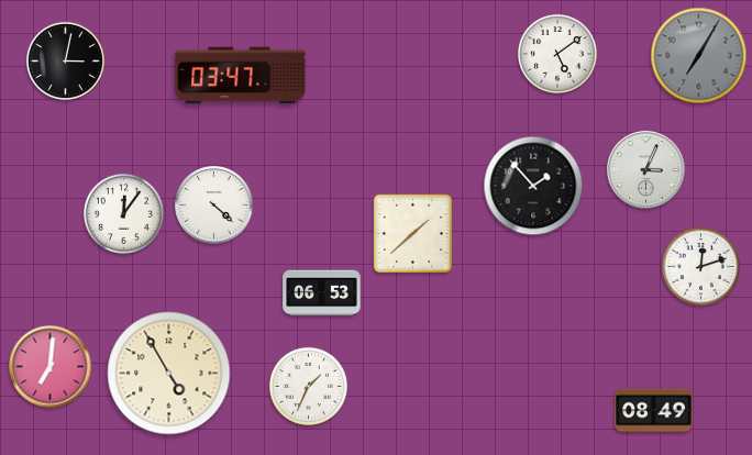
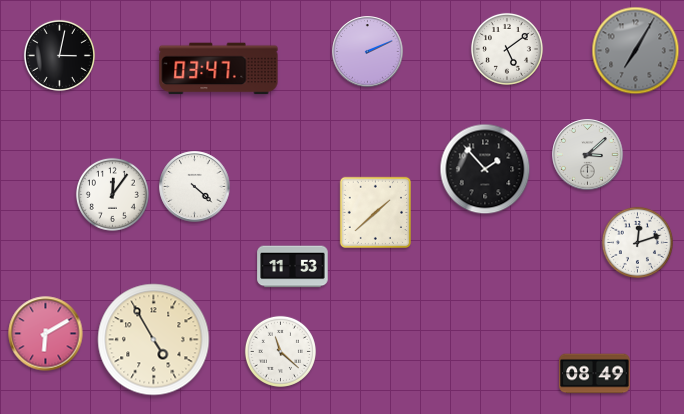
clock at (368, 52): none -> 2:11
clock at (646, 170): 3:04 -> 3:08
clock at (322, 293): 06:53 -> 11:53
clock at (51, 367): 7:01 -> 6:10
clock at (308, 386): 1:34 -> 11:22
